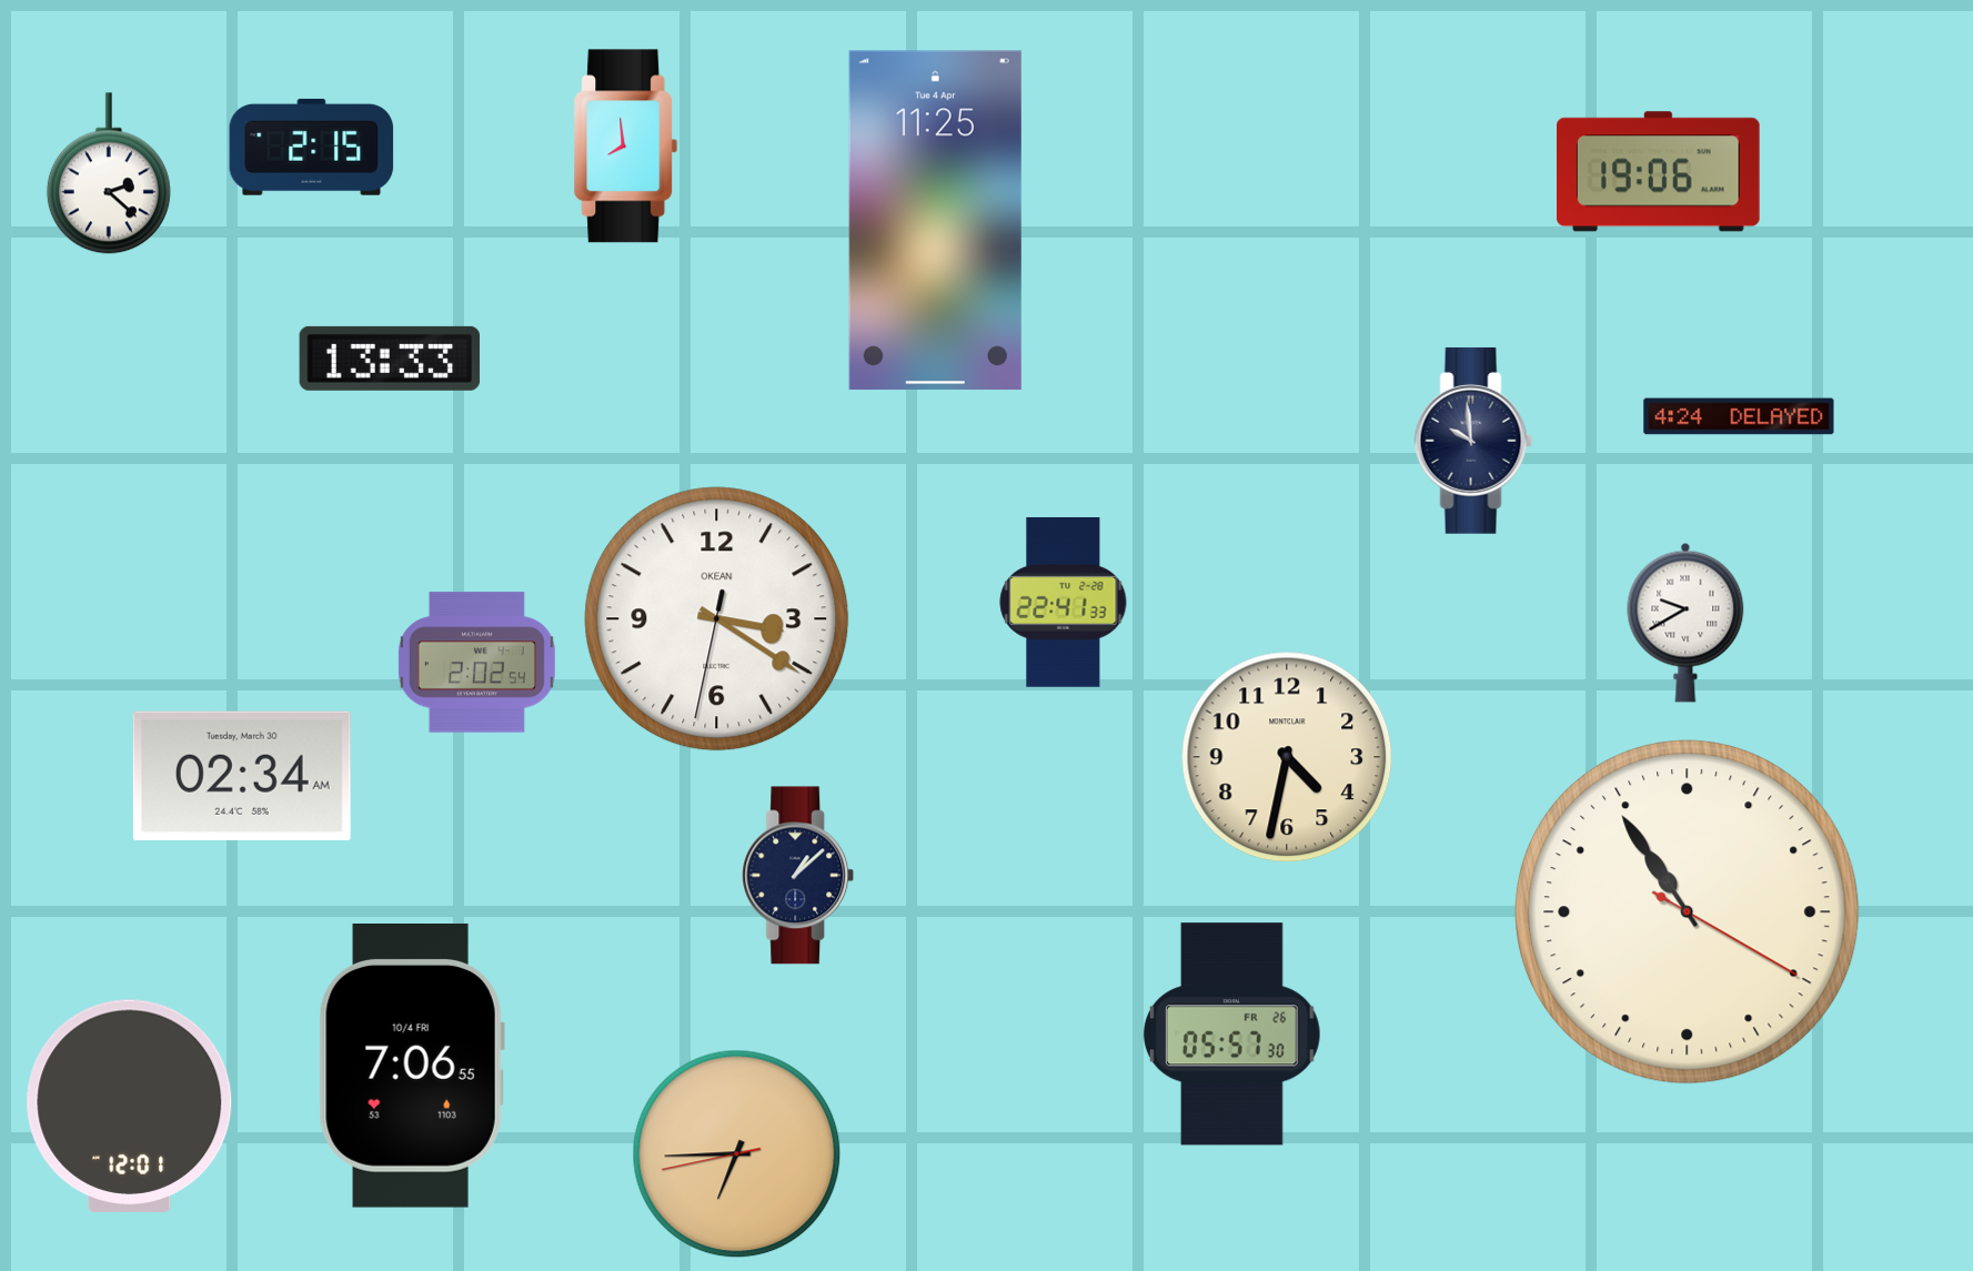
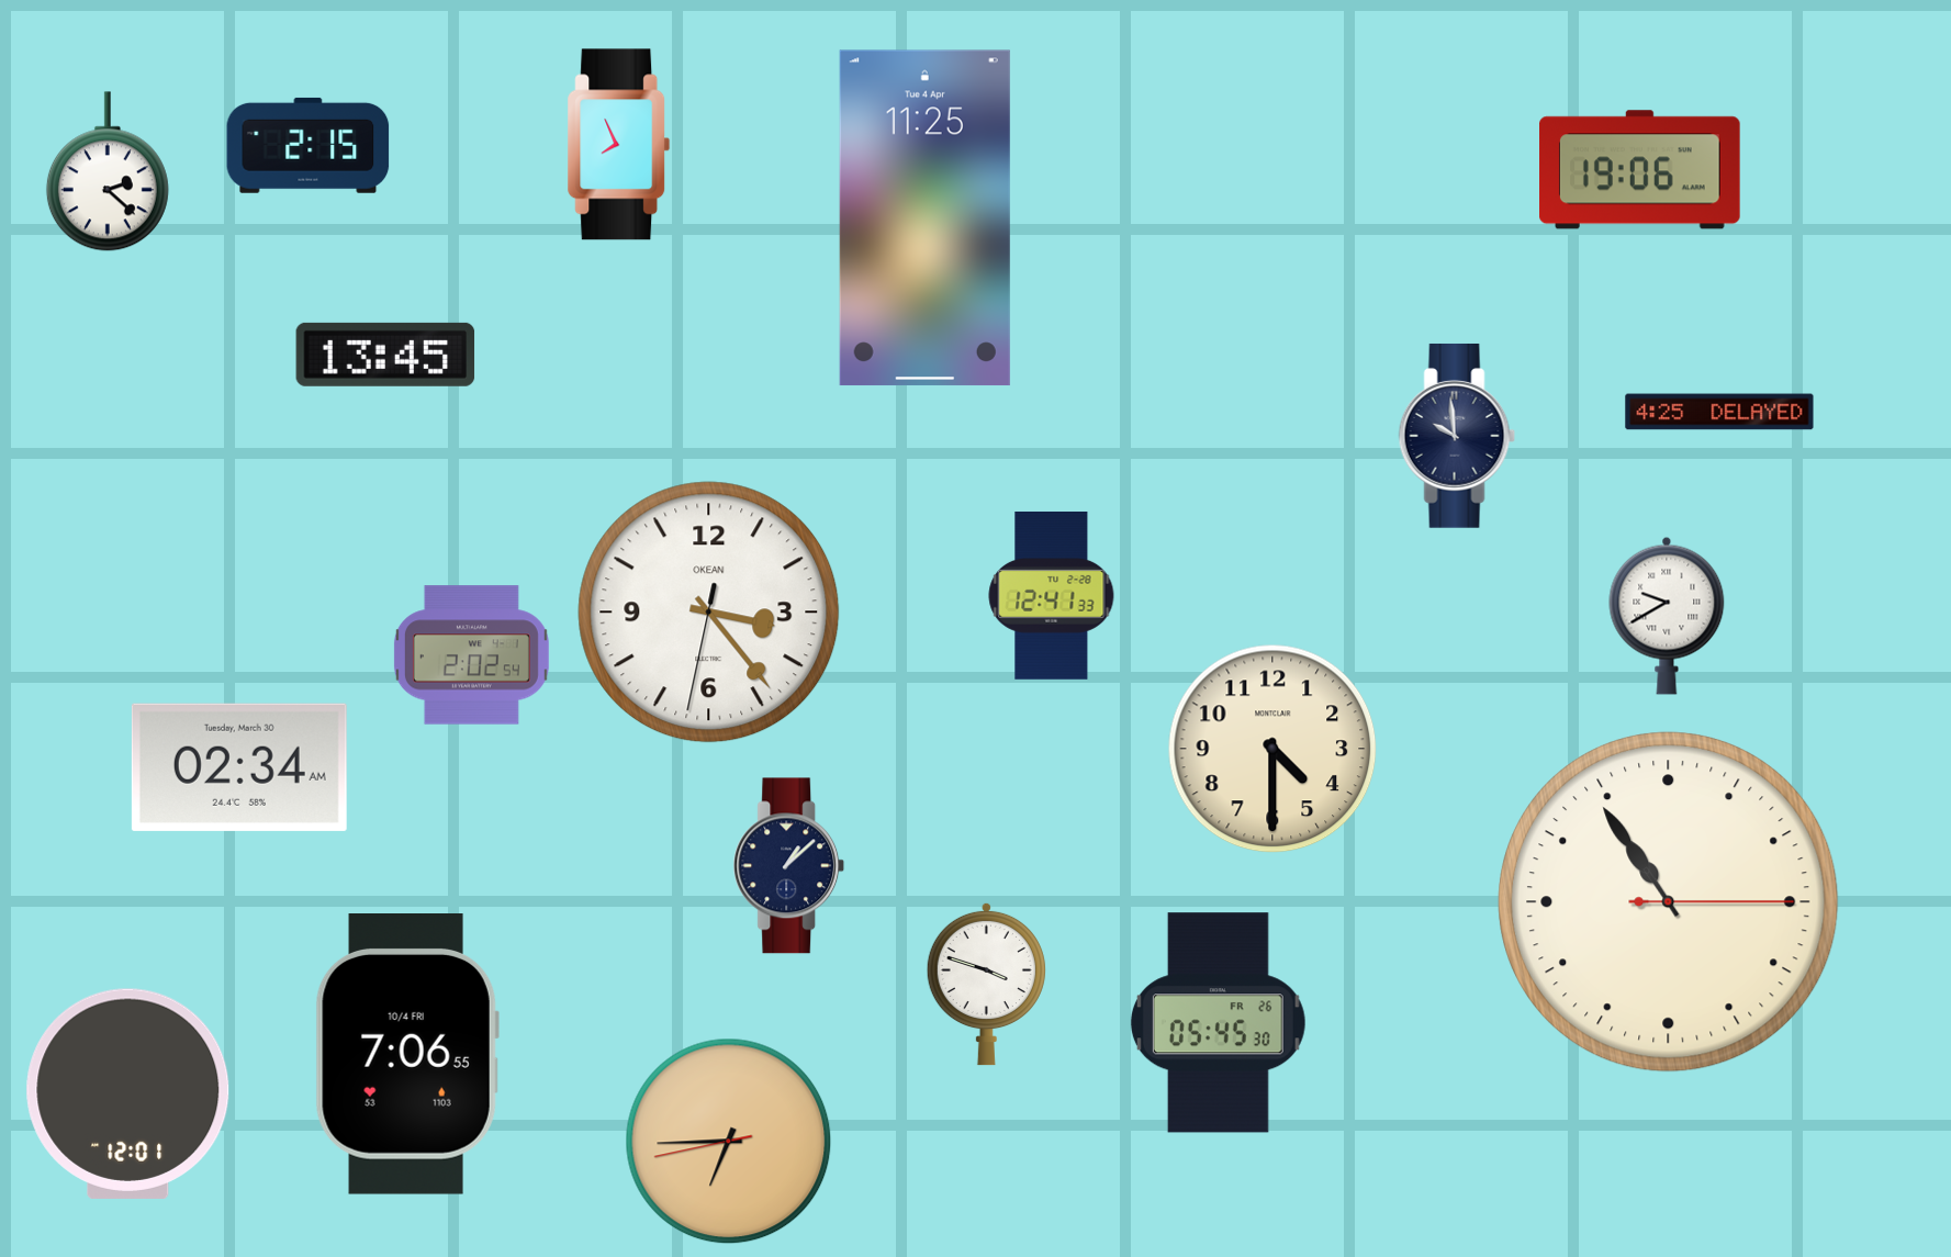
clock at (626, 147): 7:59 -> 7:56
clock at (390, 359): 13:33 -> 13:45
clock at (1739, 416): 4:24 -> 4:25
clock at (1064, 602): 22:41 -> 12:41
clock at (717, 619): 3:20 -> 3:23
clock at (1287, 757): 4:32 -> 4:30
clock at (1688, 912): 10:54:20 -> 10:54:15
clock at (986, 984): none -> 3:48
clock at (1231, 1035): 05:57 -> 05:45
